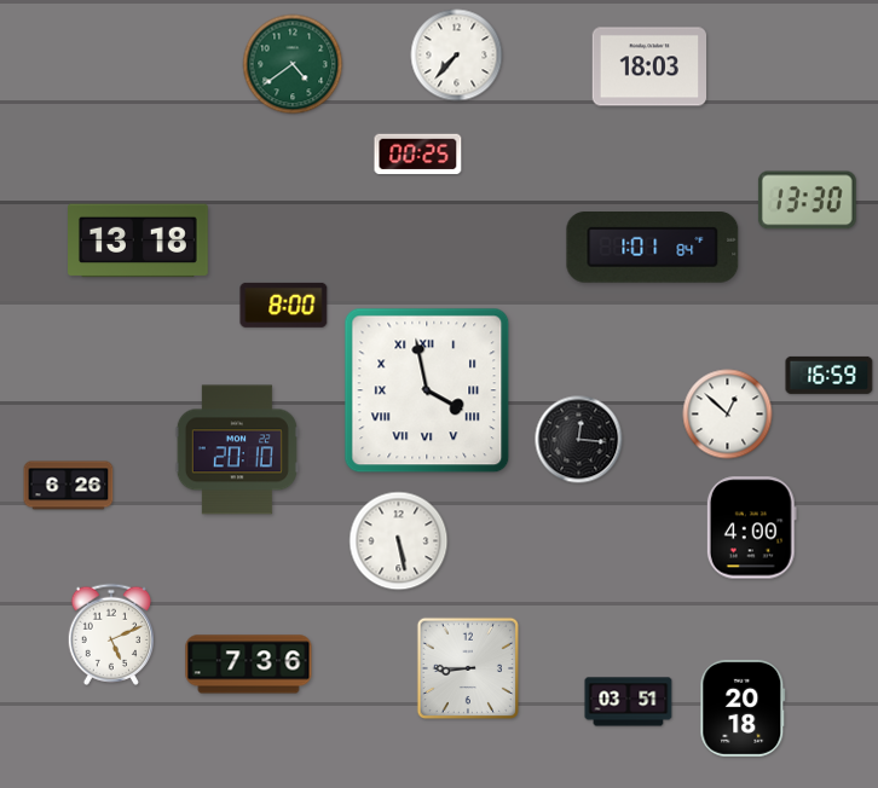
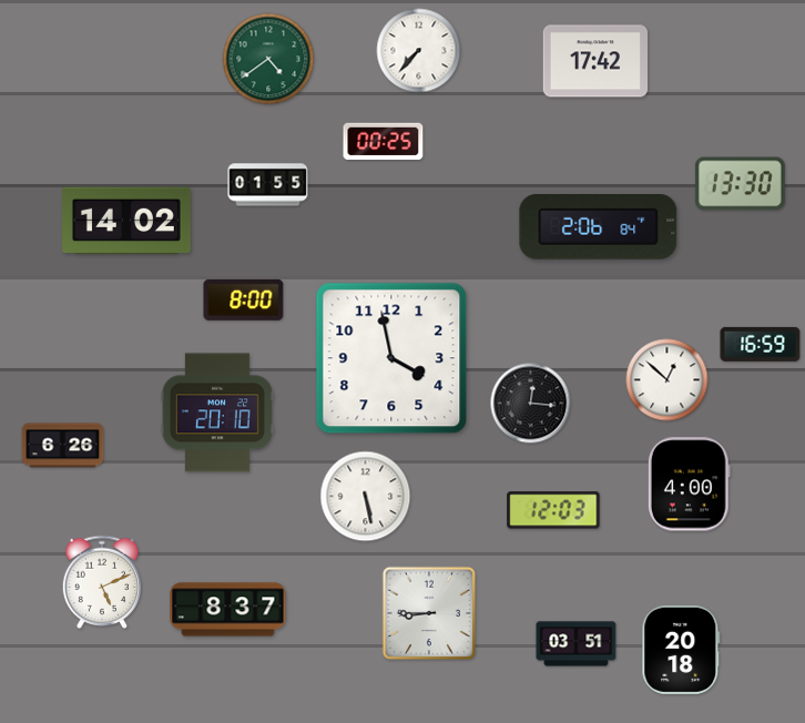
clock at (649, 66): 18:03 -> 17:42
clock at (268, 185): none -> 01:55
clock at (139, 241): 13:18 -> 14:02
clock at (653, 248): 1:01 -> 2:06
clock at (284, 305) position: (284, 305) -> (244, 299)
clock at (427, 390) numerals: Roman -> Arabic
clock at (553, 510): none -> 12:03
clock at (249, 665): 7:36 -> 8:37
